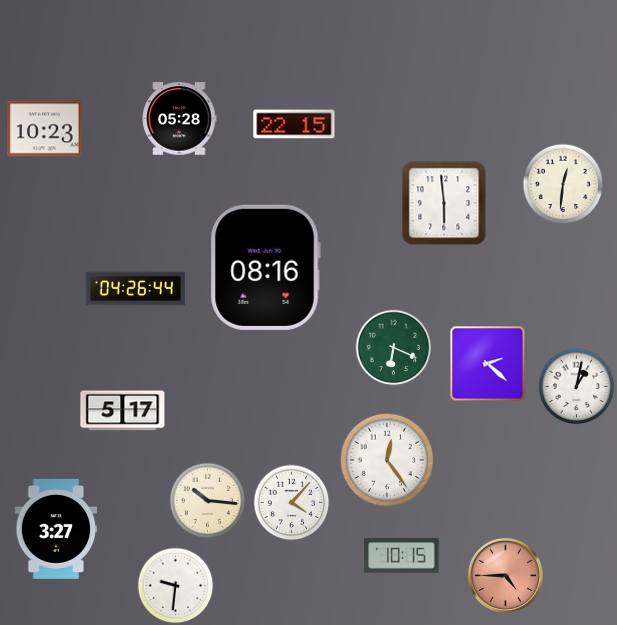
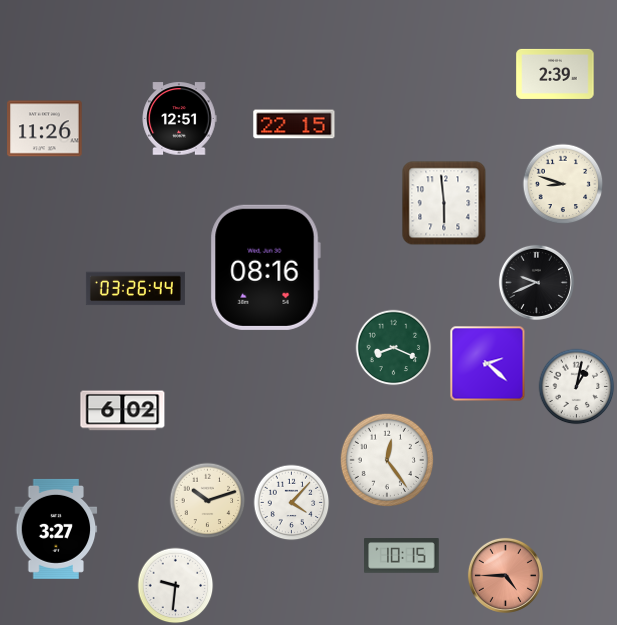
clock at (555, 74): none -> 2:39
clock at (179, 119): 05:28 -> 12:51
clock at (45, 129): 10:23 -> 11:26
clock at (563, 184): 12:31 -> 8:48
clock at (536, 282): none -> 9:41
clock at (135, 289): 04:26 -> 03:26
clock at (394, 348): 6:19 -> 8:19
clock at (123, 411): 5:17 -> 6:02
clock at (208, 501): 10:16 -> 10:12
